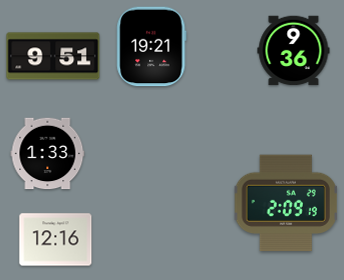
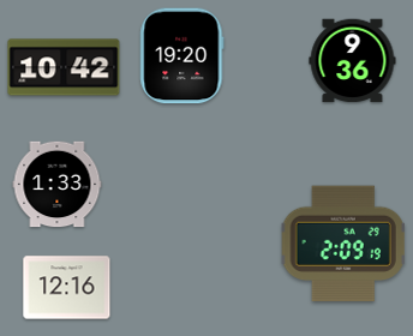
clock at (152, 47): 19:21 -> 19:20
clock at (53, 56): 9:51 -> 10:42
